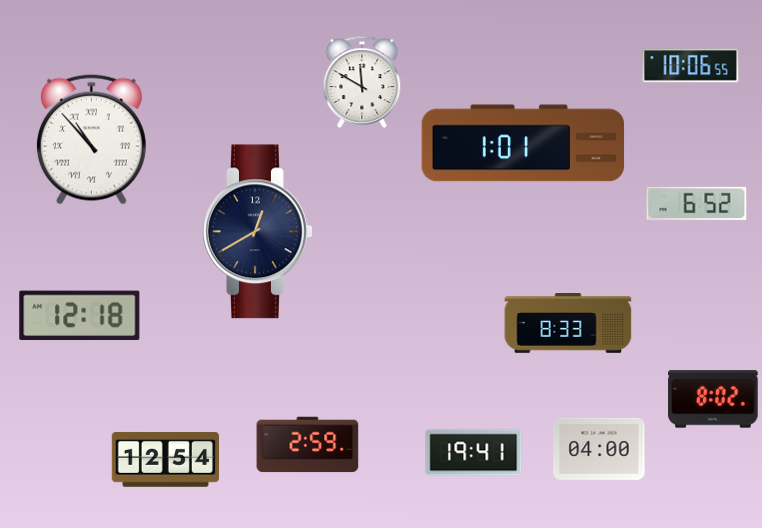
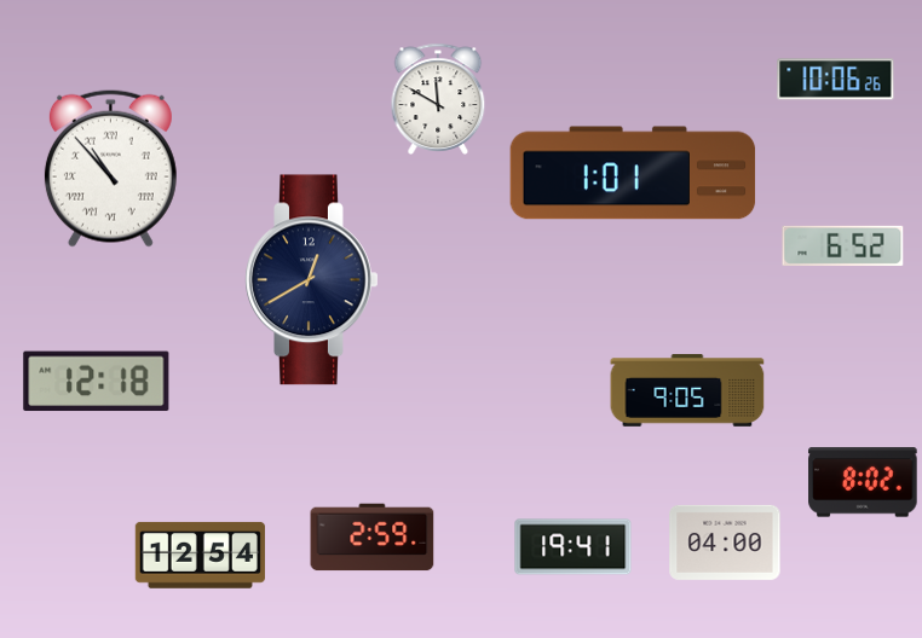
clock at (691, 66): 10:06:55 -> 10:06:26
clock at (568, 324): 8:33 -> 9:05
